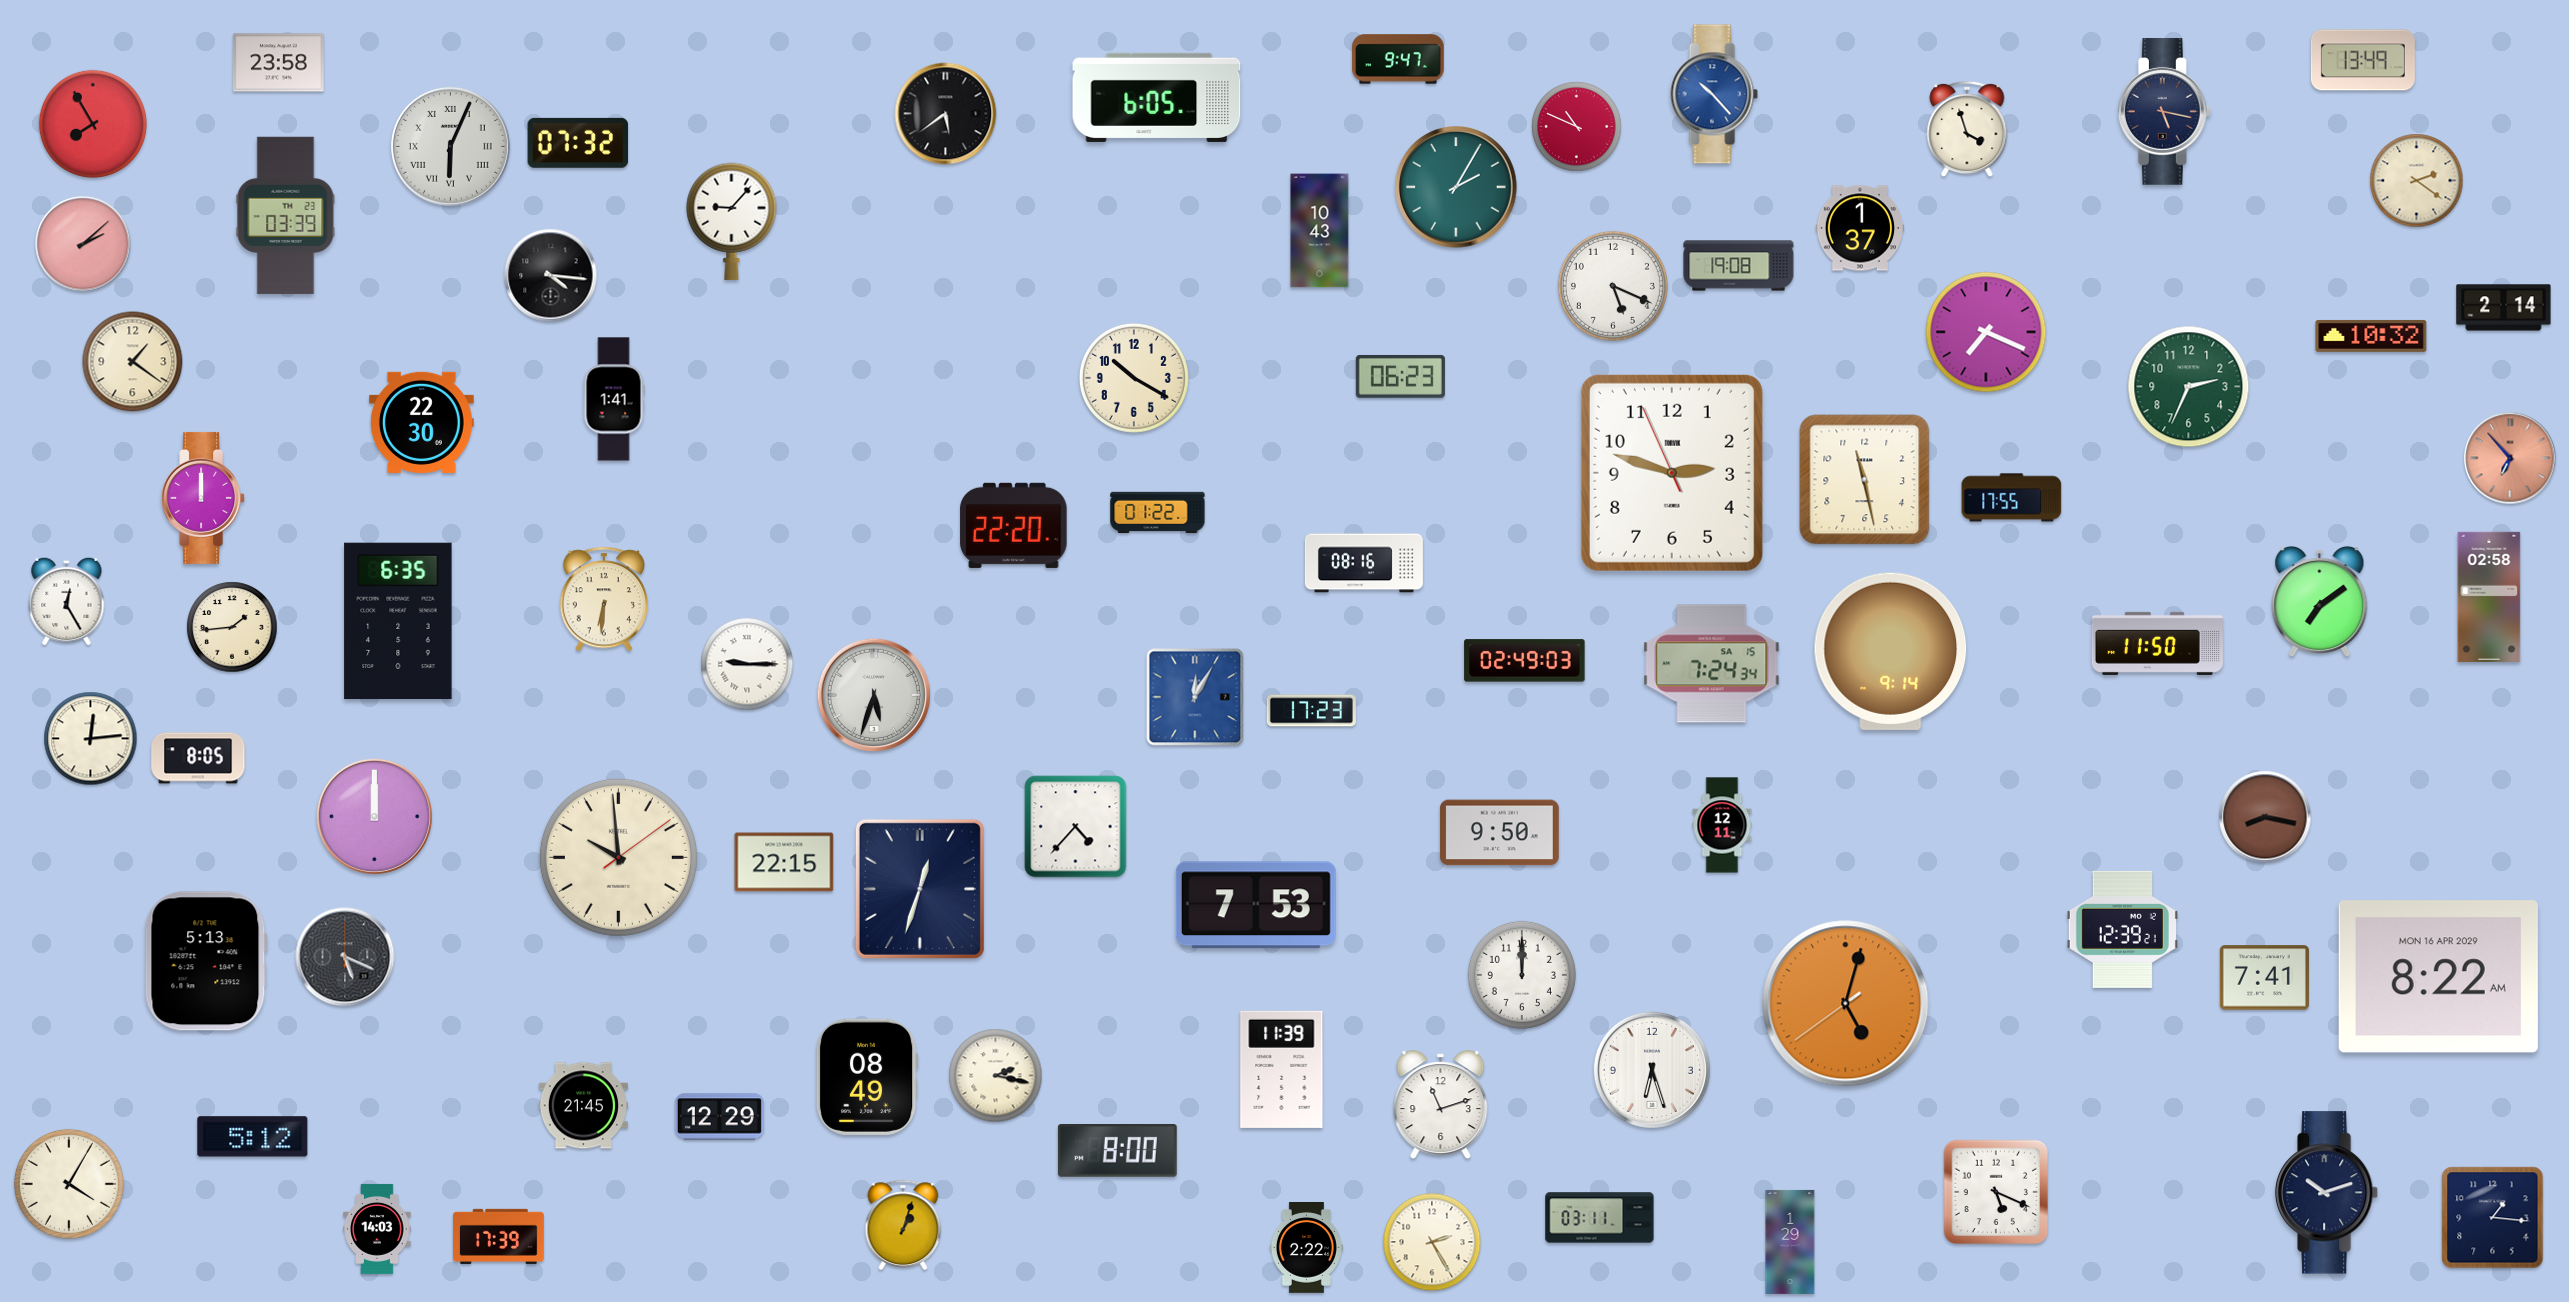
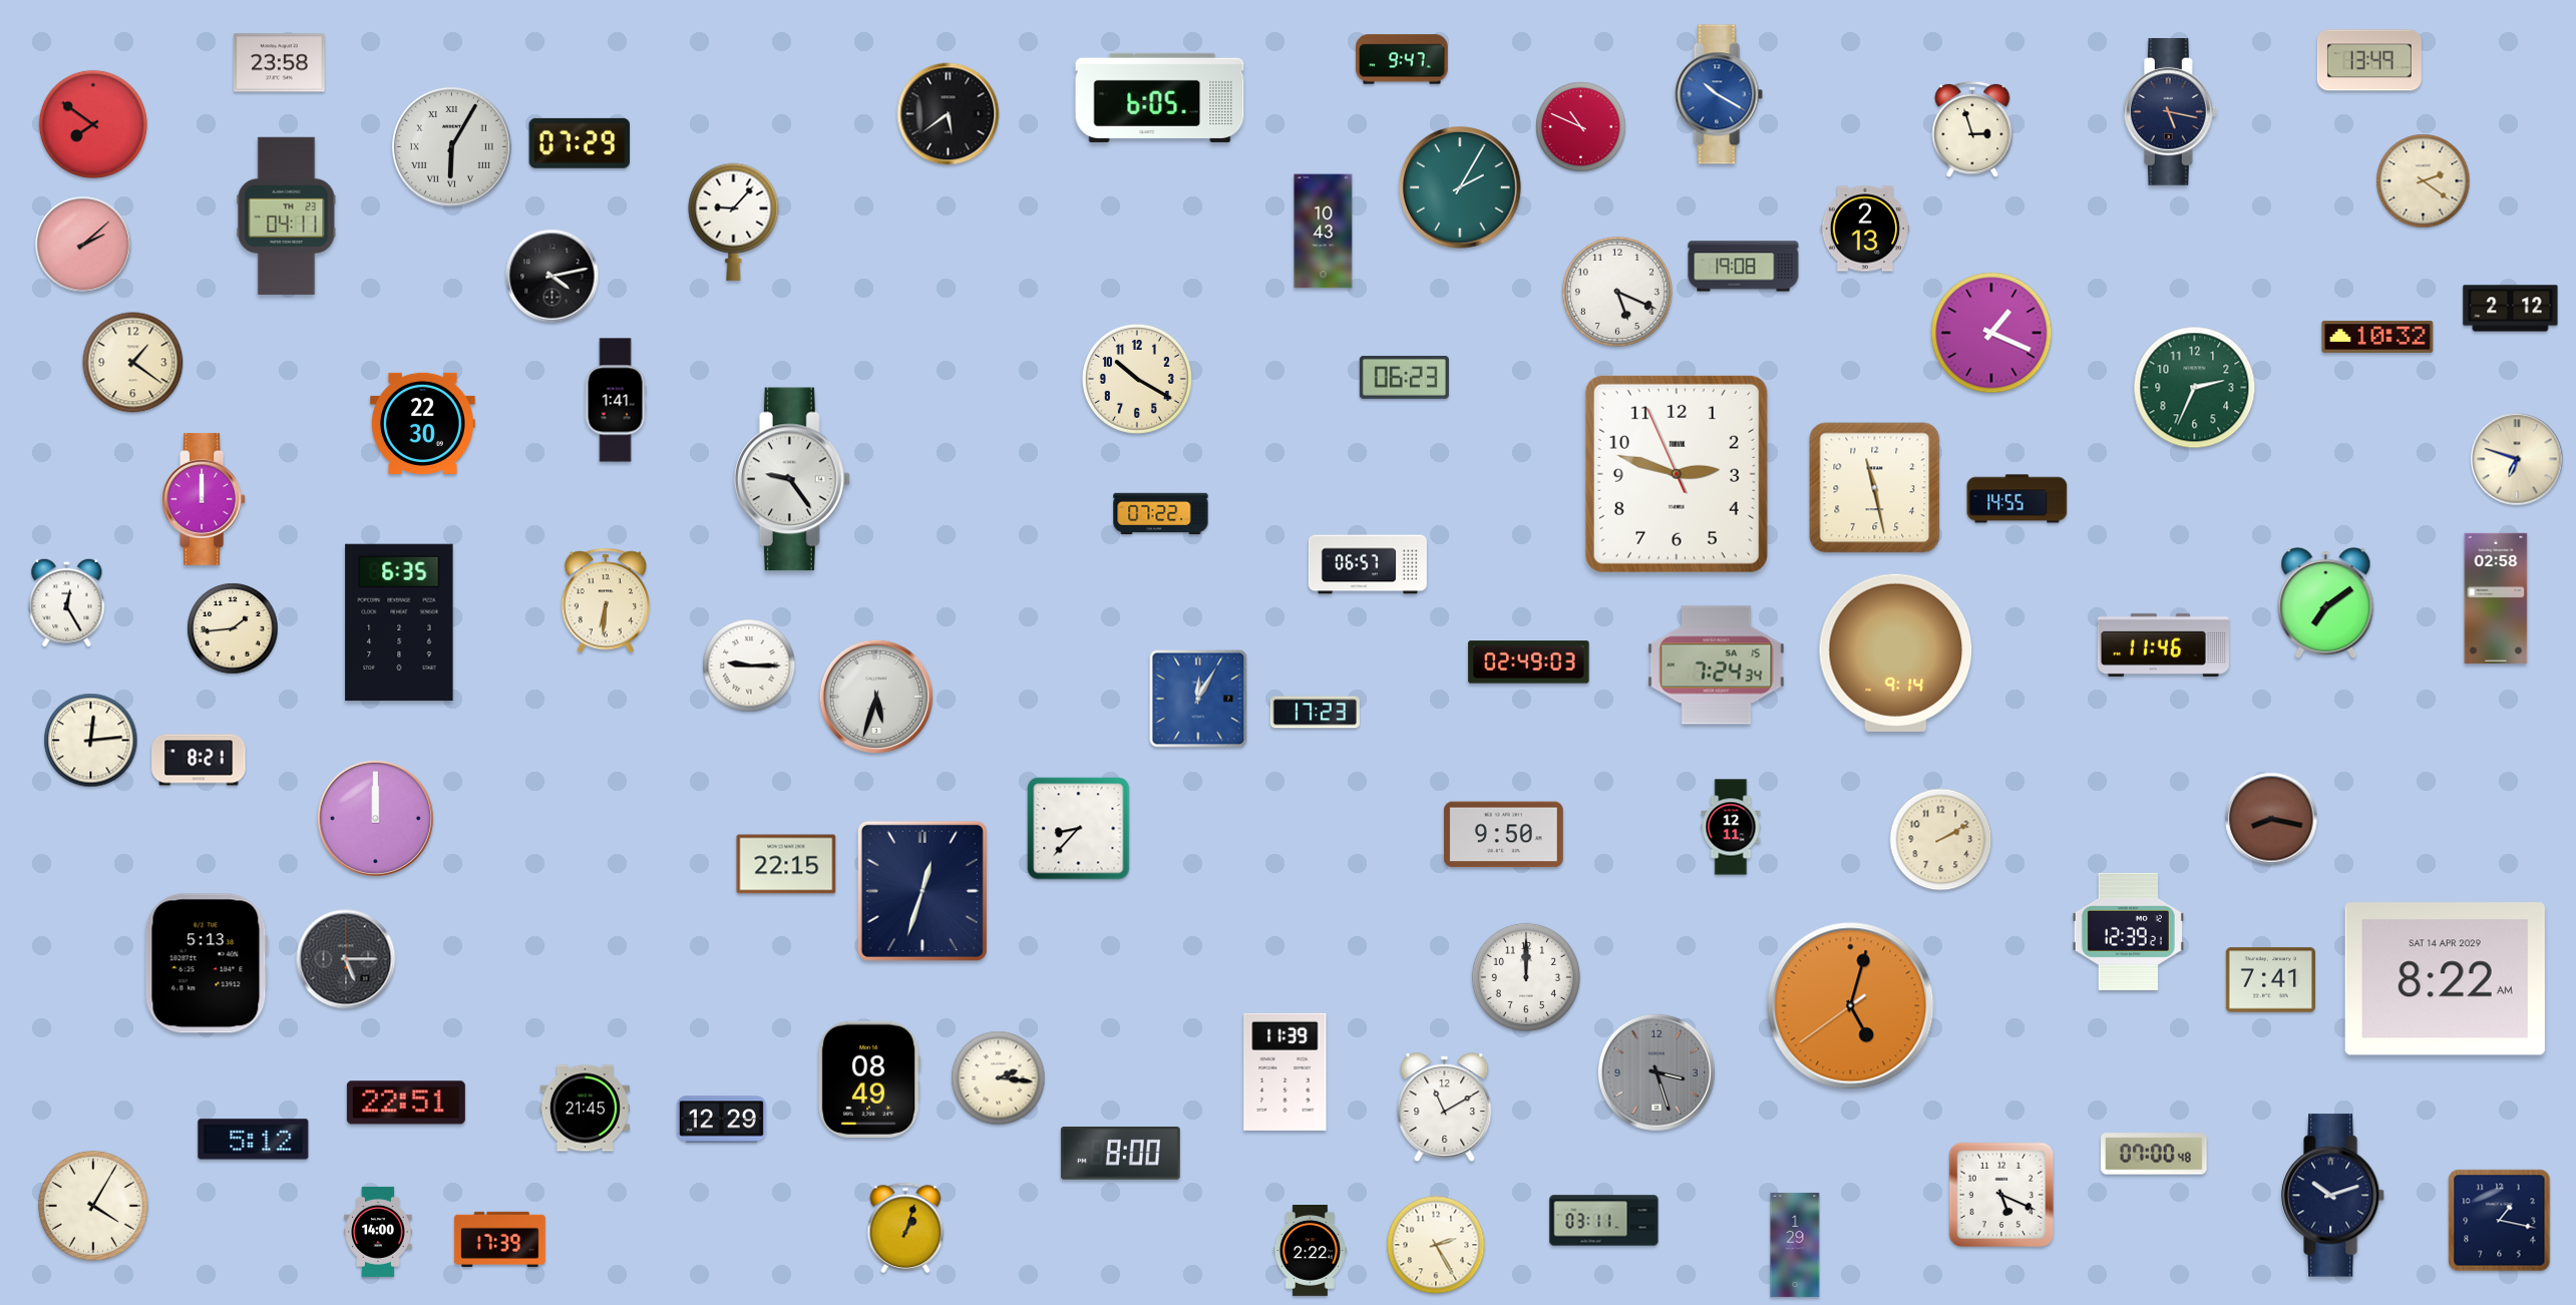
clock at (1714, 94): 10:23 -> 10:20
clock at (93, 124): 7:55 -> 7:51
clock at (1967, 129): 3:57 -> 2:57
clock at (578, 143): 07:32 -> 07:29
clock at (450, 146): 6:04 -> 6:05
clock at (286, 215): 03:39 -> 04:11
clock at (1860, 228): 1:37 -> 2:13
clock at (551, 276): 4:16 -> 4:13
clock at (1613, 286) position: (1613, 286) -> (1617, 292)
clock at (2504, 308): 2:14 -> 2:12
clock at (1986, 332): 7:19 -> 1:19
clock at (2510, 458): 6:53 -> 6:48
clock at (2510, 458) dial: salmon -> cream
clock at (792, 479): none -> 9:24
clock at (1865, 480) position: (1865, 480) -> (1875, 488)
clock at (2012, 498): 17:55 -> 14:55
clock at (1158, 512): 01:22 -> 07:22
clock at (1014, 525): 22:20 -> none
clock at (1364, 563): 08:16 -> 06:57
clock at (2157, 643): 11:50 -> 11:46
clock at (198, 758): 8:05 -> 8:21
clock at (1722, 825) position: (1722, 825) -> (1731, 827)
clock at (1076, 827): 4:37 -> 8:37
clock at (1941, 840): none -> 2:10
clock at (618, 857): 9:59 -> none
clock at (1256, 905): 7:53 -> none
clock at (345, 957): 5:19 -> 5:15
clock at (2438, 977) date: MON 16 APR 2029 -> SAT 14 APR 2029
clock at (1652, 1070): 6:27 -> 3:27
clock at (1652, 1070) dial: white -> grey
clock at (996, 1076): 2:17 -> 2:16
clock at (406, 1103): none -> 22:51
clock at (1441, 1104): 11:12 -> 11:10
clock at (2154, 1154): none -> 07:00
clock at (69, 1184) position: (69, 1184) -> (93, 1206)
clock at (2493, 1218): 1:16 -> 1:17
clock at (377, 1229): 14:03 -> 14:00
